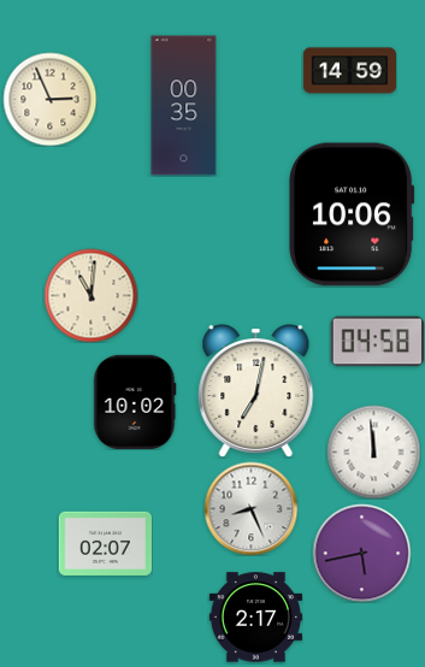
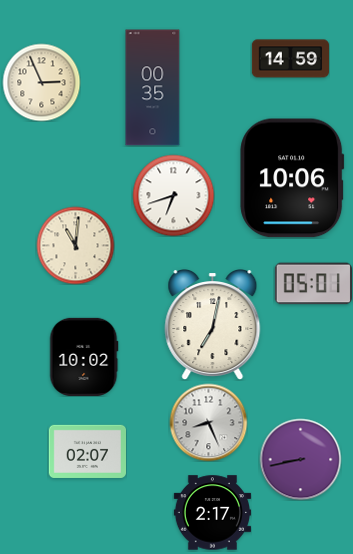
clock at (173, 195): none -> 6:42
clock at (377, 342): 04:58 -> 05:01
clock at (135, 402) position: (135, 402) -> (84, 357)
clock at (373, 451): 11:59 -> none
clock at (361, 553): 5:43 -> 8:43
